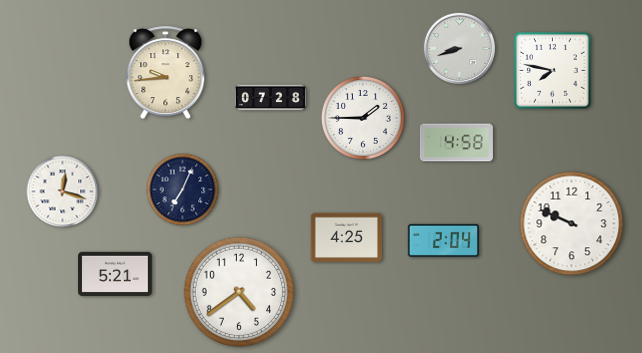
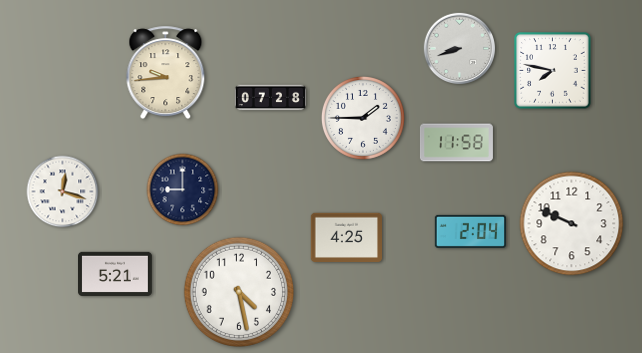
clock at (456, 143): 4:58 -> 11:58
clock at (183, 190): 7:04 -> 9:00
clock at (443, 240) position: (443, 240) -> (470, 231)
clock at (238, 291): 4:39 -> 4:28
